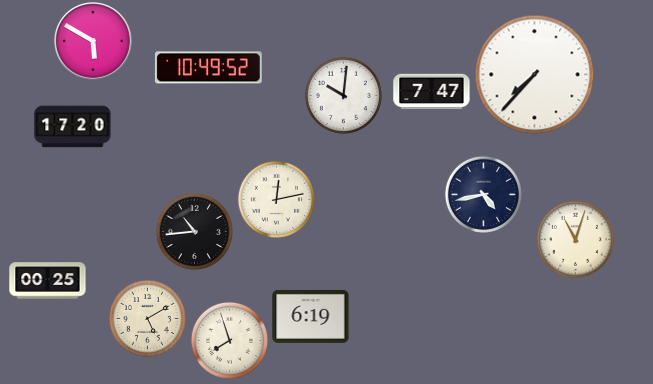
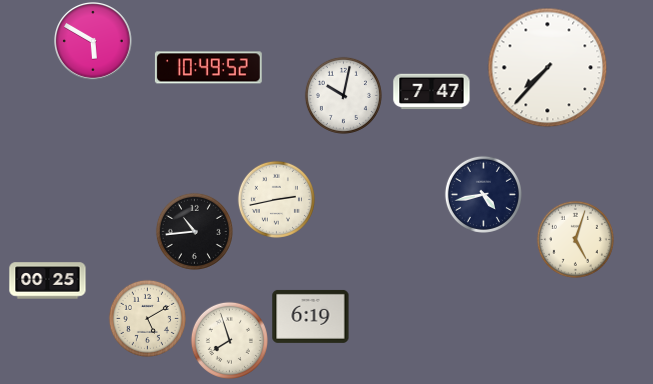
clock at (535, 75) position: (535, 75) -> (548, 68)
clock at (343, 95): 10:01 -> 10:02
clock at (73, 127): 17:20 -> none
clock at (276, 199): 12:13 -> 2:43
clock at (575, 239): 11:03 -> 5:03
